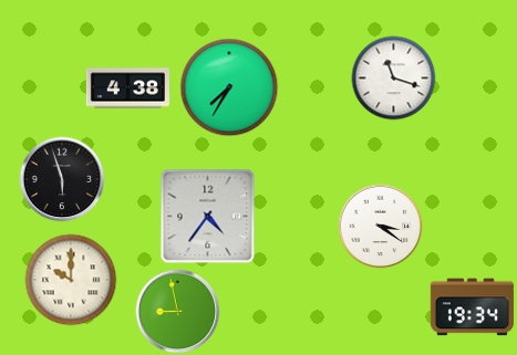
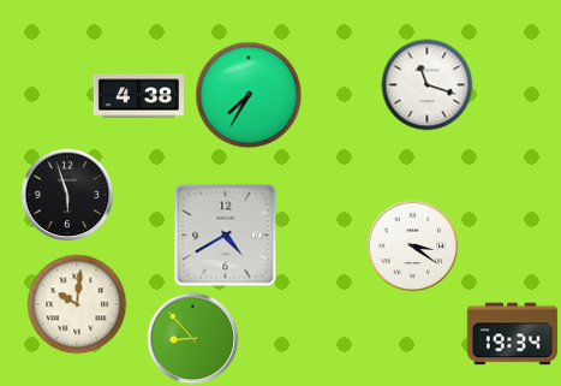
clock at (208, 217): 4:36 -> 4:40
clock at (71, 280): 10:00 -> 10:01
clock at (178, 312): 8:58 -> 8:53
